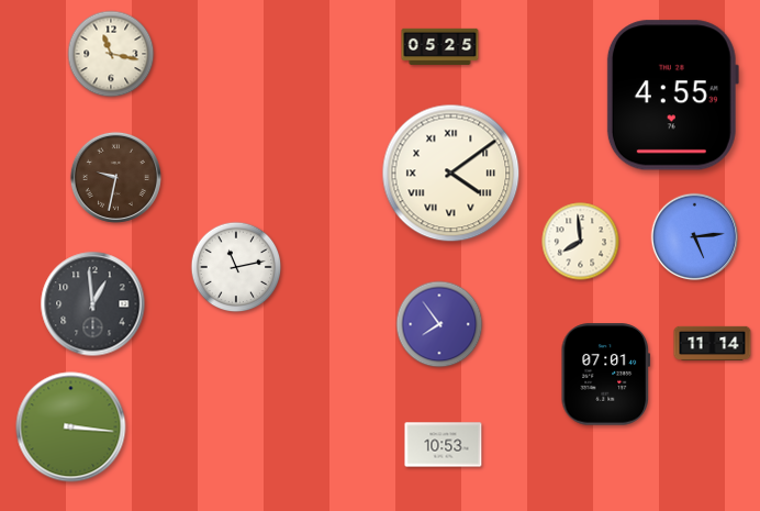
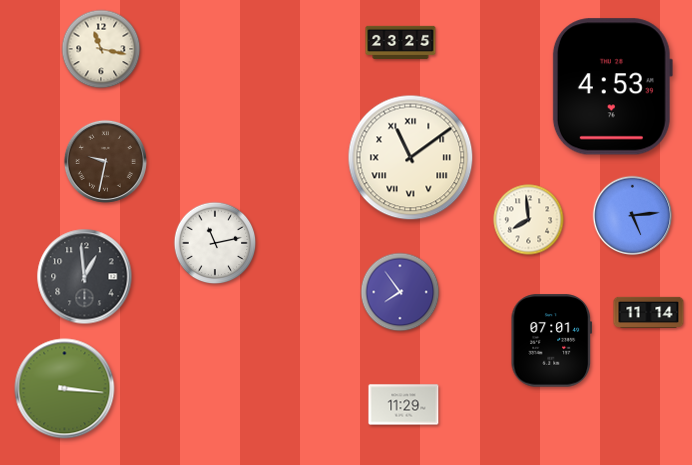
clock at (440, 46): 05:25 -> 23:25
clock at (672, 96): 4:55 -> 4:53
clock at (451, 174): 4:09 -> 11:09
clock at (439, 324) position: (439, 324) -> (400, 292)
clock at (444, 445): 10:53 -> 11:29
